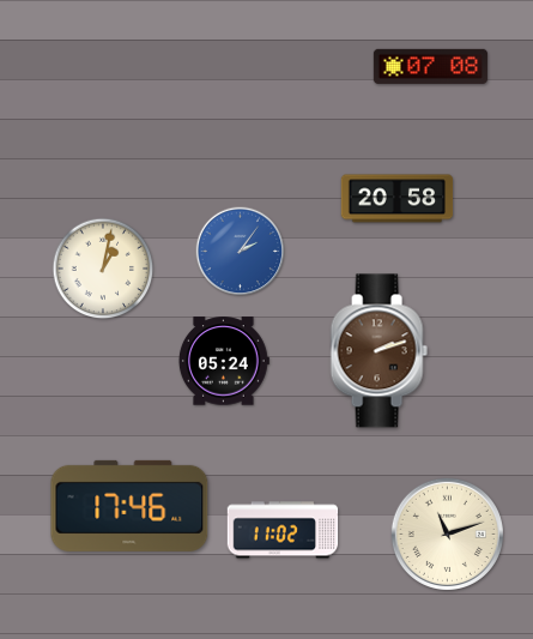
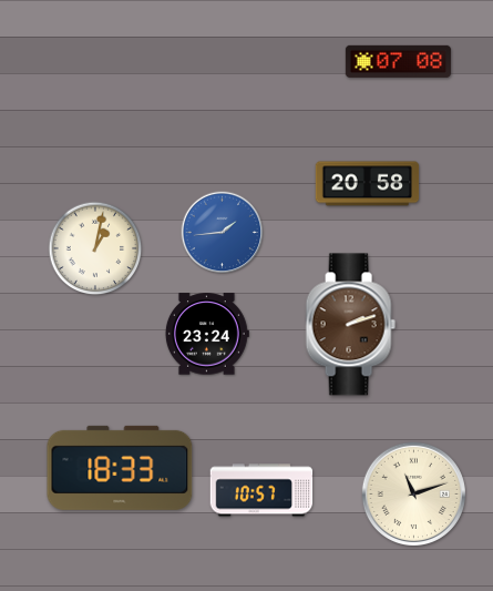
clock at (241, 252): 2:06 -> 1:44
clock at (224, 361): 05:24 -> 23:24
clock at (129, 506): 17:46 -> 18:33
clock at (283, 530): 11:02 -> 10:57
